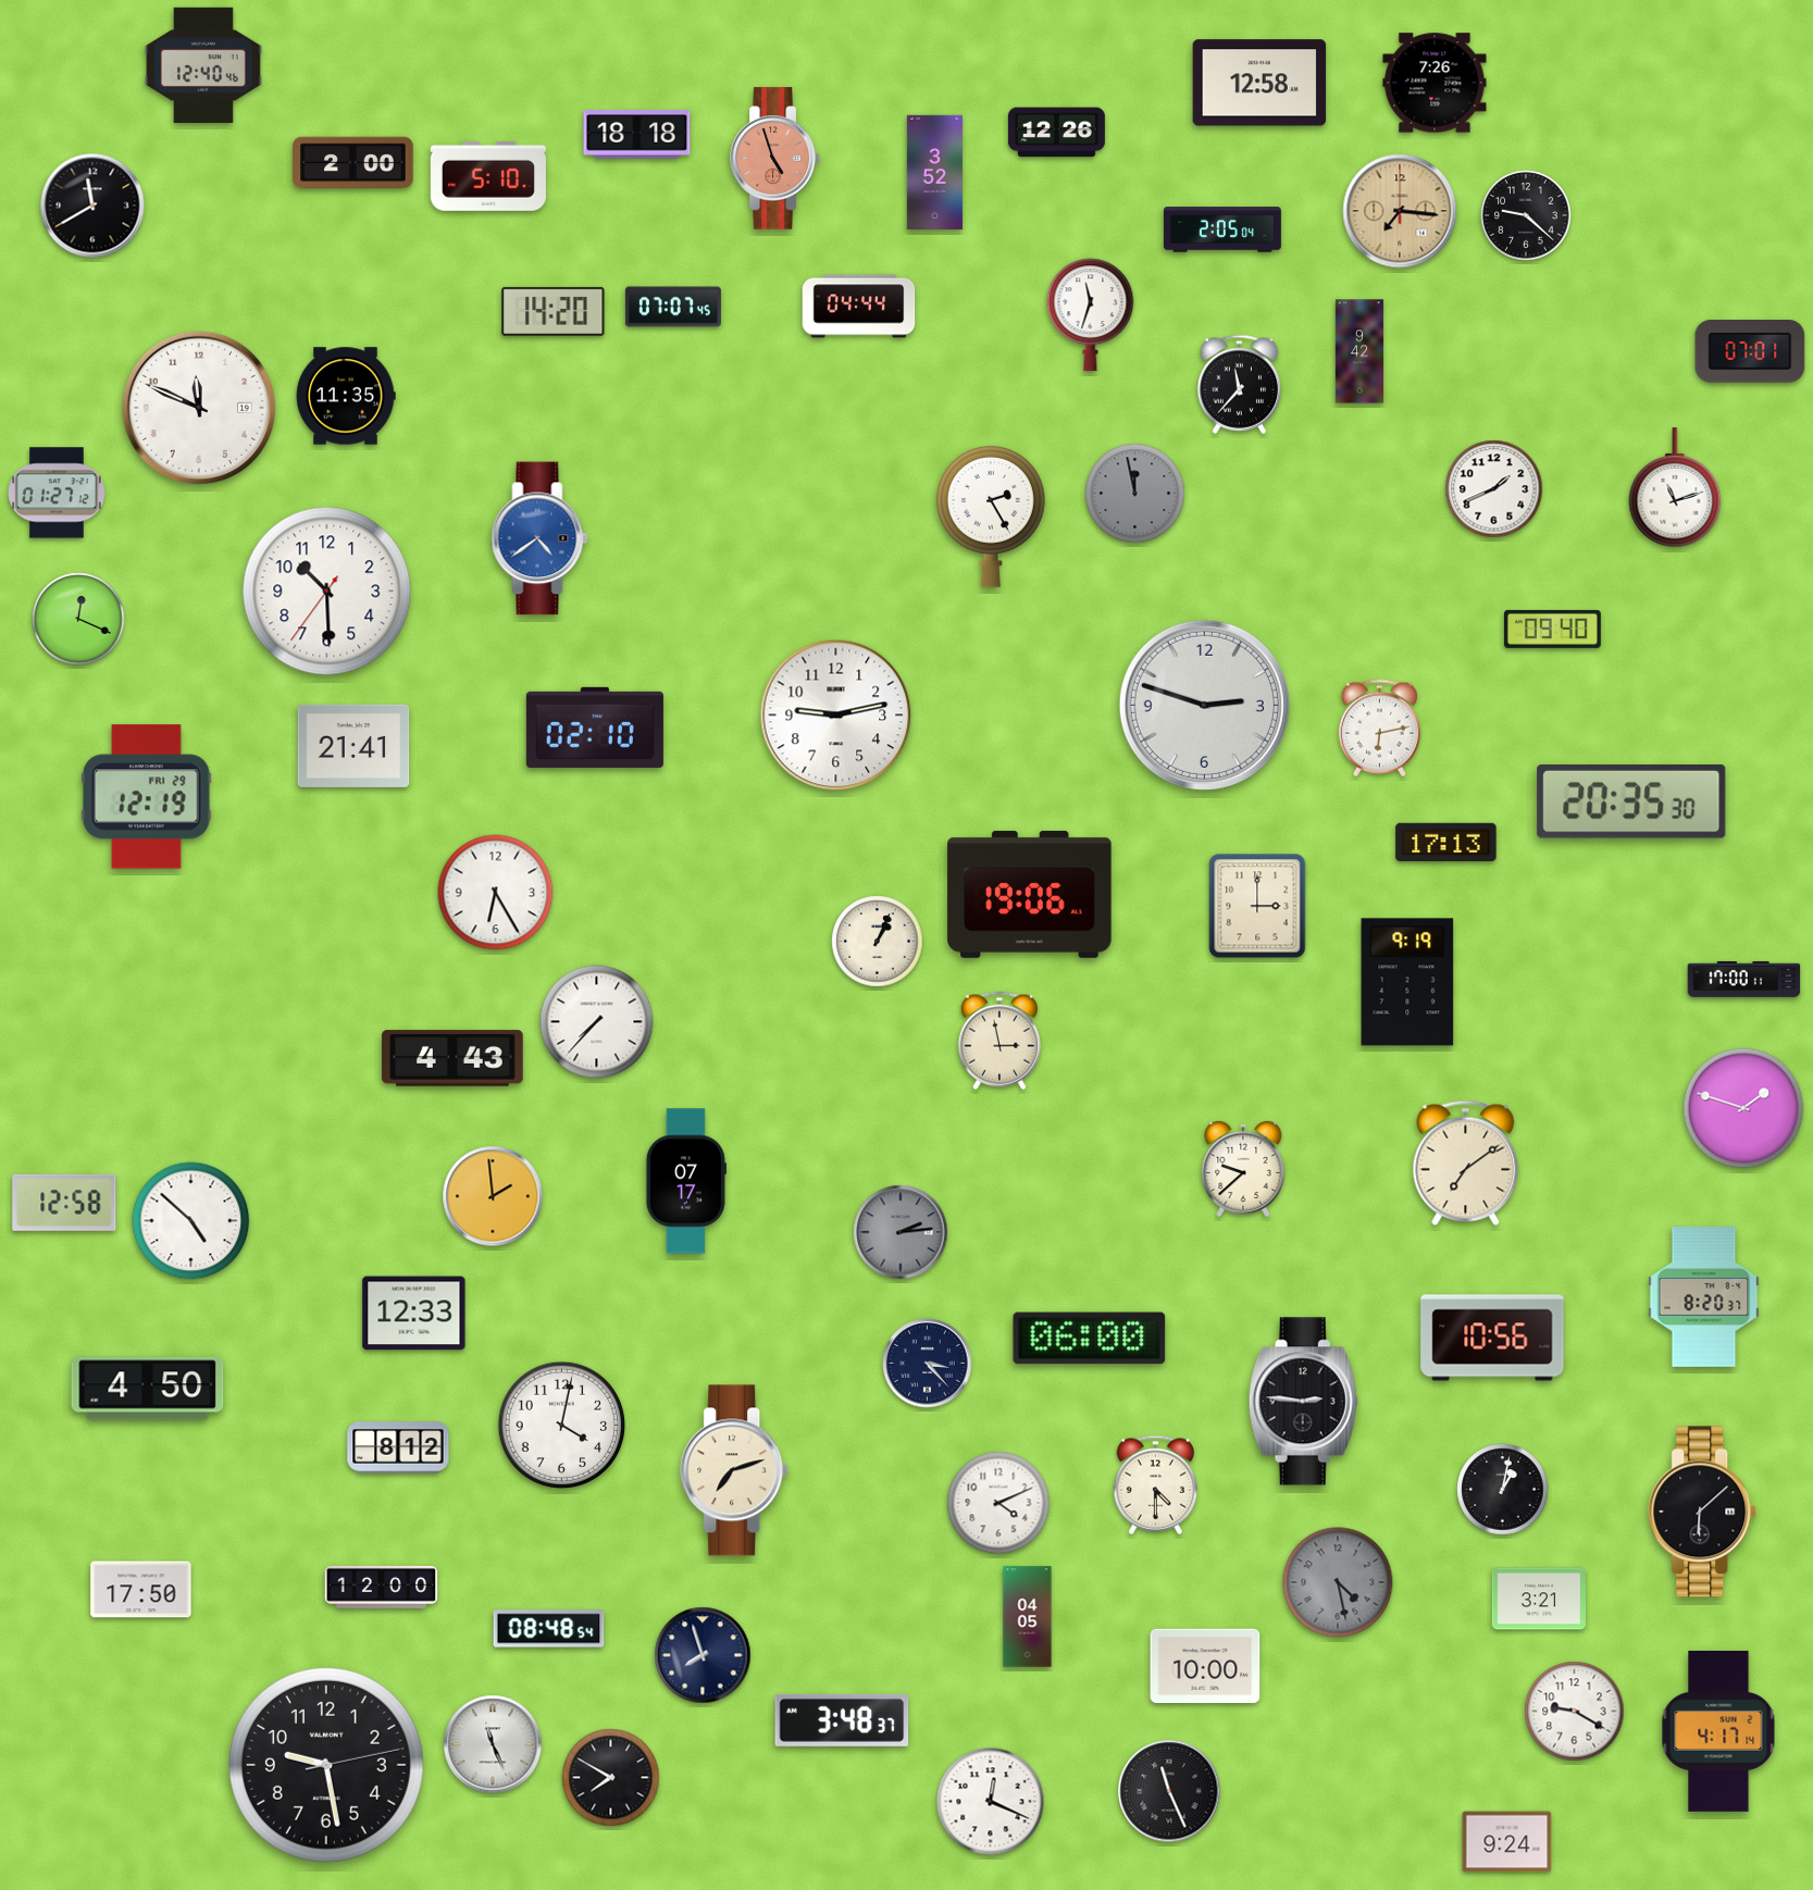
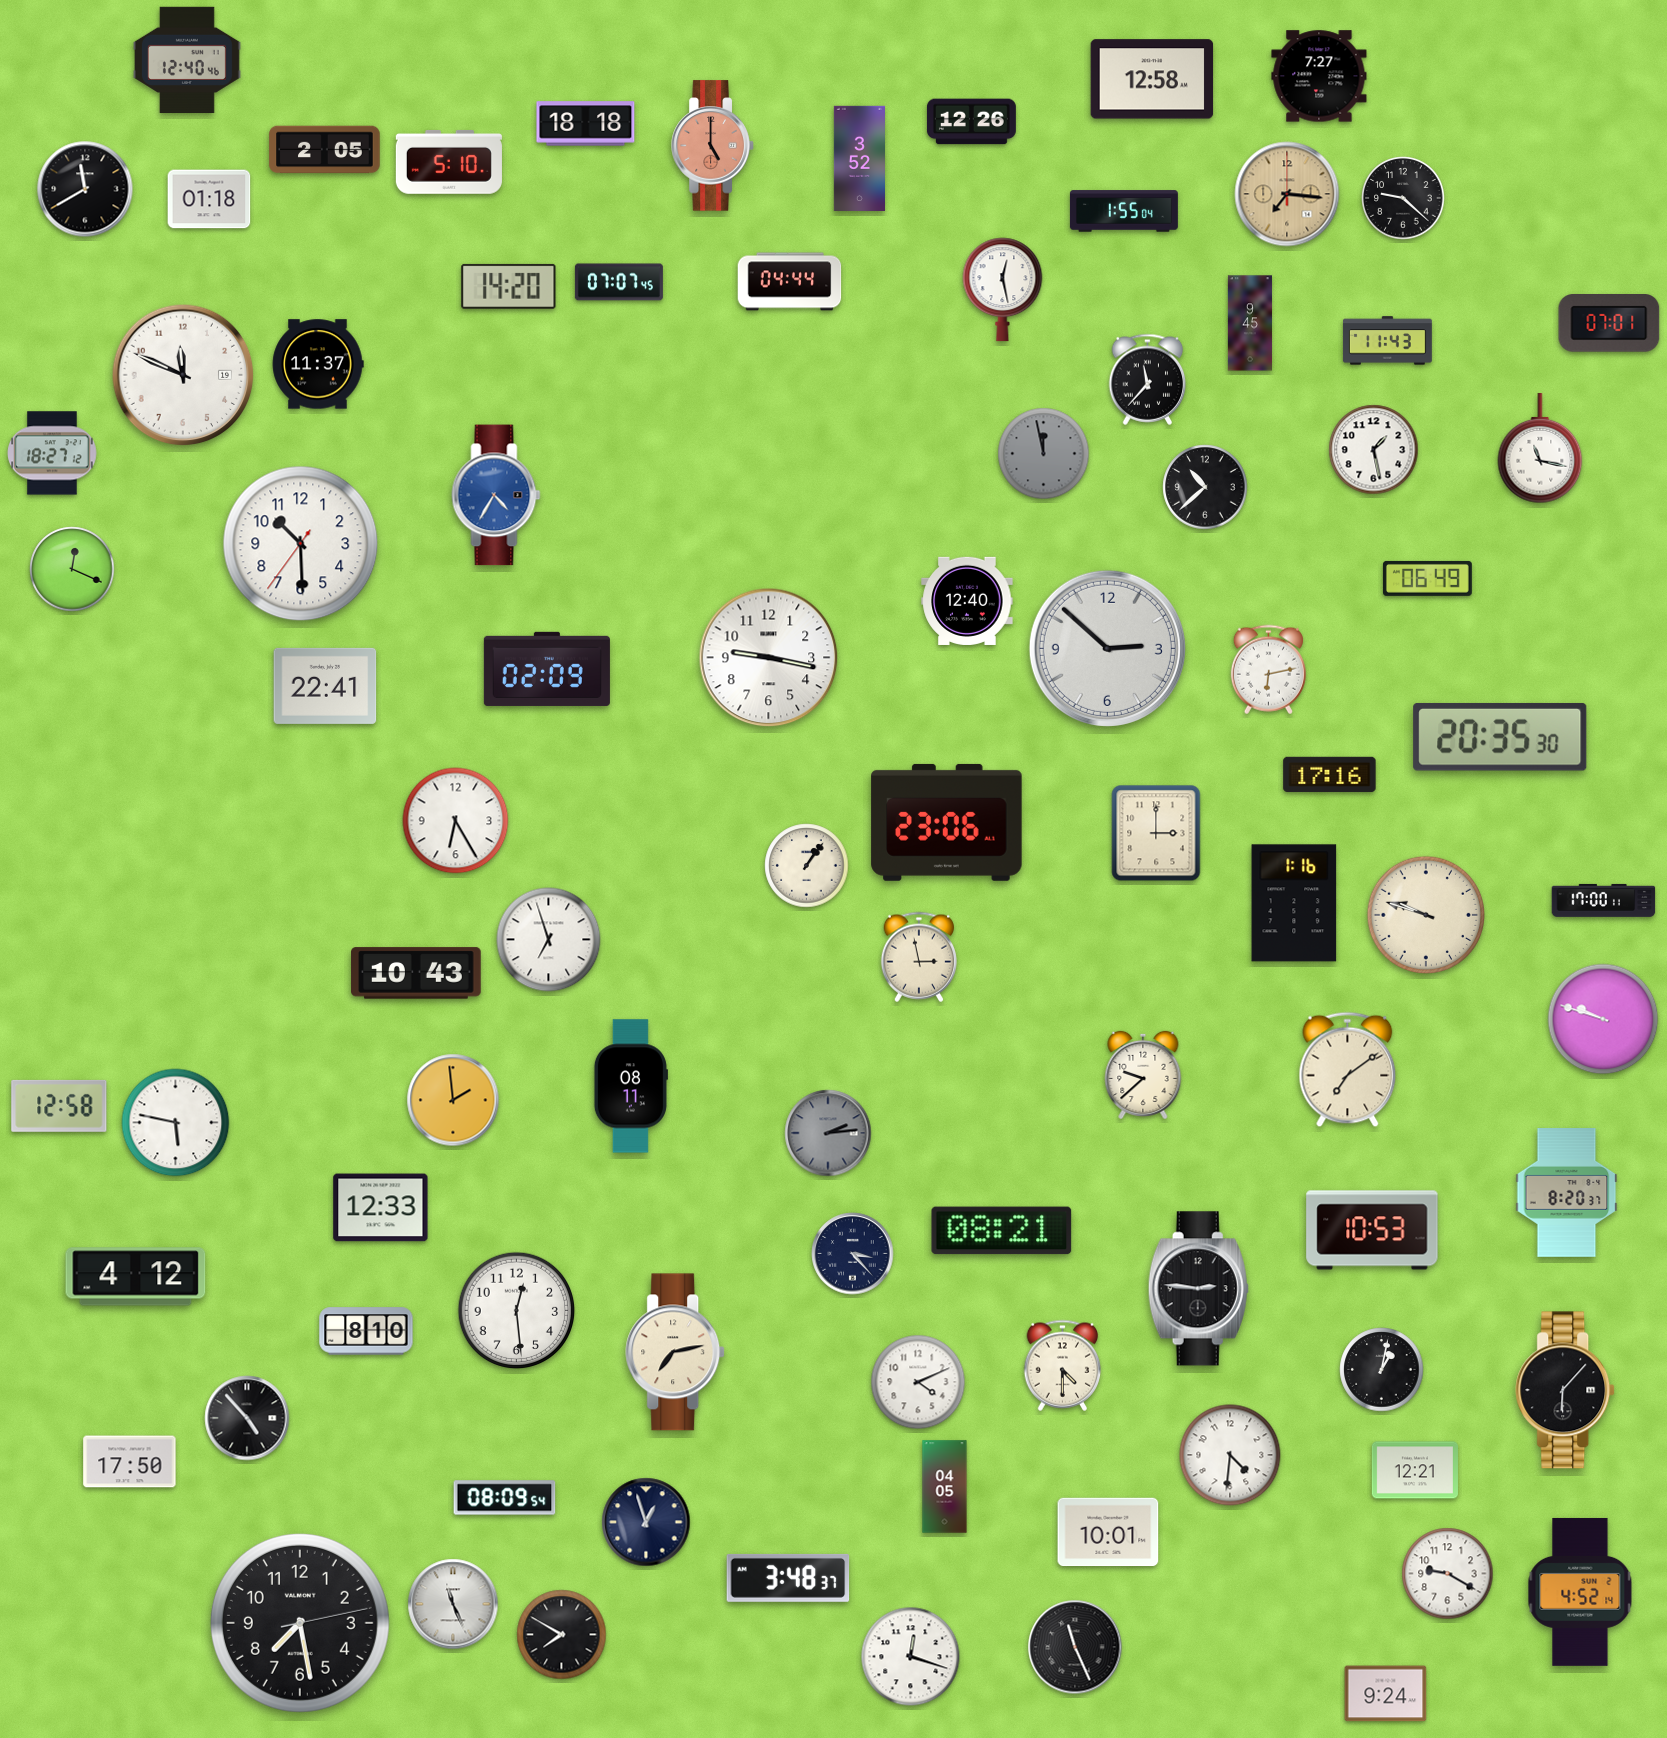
clock at (1259, 83) position: (1259, 83) -> (1152, 79)
clock at (1435, 83): 7:26 -> 7:27
clock at (775, 159): 4:57 -> 5:00
clock at (353, 163): 2:00 -> 2:05
clock at (209, 199): none -> 01:18
clock at (1222, 229): 2:05 -> 1:55
clock at (1091, 315): 11:33 -> 12:28
clock at (1359, 351): 9:42 -> 9:45
clock at (1387, 341): none -> 11:43
clock at (1240, 384) position: (1240, 384) -> (1148, 379)
clock at (346, 396): 11:35 -> 11:37
clock at (1675, 488): 11:12 -> 11:17
clock at (1494, 489): 1:41 -> 1:28
clock at (58, 493): 01:27 -> 18:27
clock at (991, 517): 2:25 -> none
clock at (1205, 487): none -> 10:38
clock at (539, 538): 4:39 -> 4:35
clock at (1552, 629): 09:40 -> 06:49
clock at (967, 601): none -> 12:40
clock at (1204, 705): 2:48 -> 2:52
clock at (836, 716): 9:13 -> 9:17
clock at (595, 728): 02:10 -> 02:09
clock at (353, 746): 21:41 -> 22:41
clock at (147, 797): 12:19 -> none
clock at (1446, 842): 17:13 -> 17:16
clock at (1030, 894): 19:06 -> 23:06
clock at (878, 942): 1:04 -> 1:06
clock at (1407, 982): 9:19 -> 1:16
clock at (1425, 914): none -> 9:48
clock at (597, 1022): 7:37 -> 6:57
clock at (452, 1058): 4:43 -> 10:43
clock at (1743, 1108): 1:48 -> 9:48
clock at (686, 1181): 07:17 -> 08:11
clock at (191, 1221): 4:52 -> 5:47
clock at (1492, 1338): 10:56 -> 10:53
clock at (1090, 1339): 06:00 -> 08:21
clock at (148, 1389): 4:50 -> 4:12
clock at (562, 1426): 4:02 -> 12:29
clock at (398, 1447): 8:12 -> 8:10
clock at (735, 1470): 7:12 -> 7:13
clock at (1703, 1512): 6:08 -> 6:07
clock at (247, 1418): none -> 4:53
clock at (1338, 1582): 4:28 -> 4:31
clock at (1338, 1582) dial: grey -> white
clock at (382, 1587): 12:00 -> none
clock at (1539, 1599): 3:21 -> 12:21
clock at (549, 1629): 08:48 -> 08:09
clock at (703, 1655): 7:57 -> 12:57
clock at (1205, 1666): 10:00 -> 10:01
clock at (842, 1720) position: (842, 1720) -> (788, 1578)
clock at (1718, 1731): 4:17 -> 4:52
clock at (326, 1765): 9:28 -> 7:28
clock at (991, 1802): 12:19 -> 12:18
